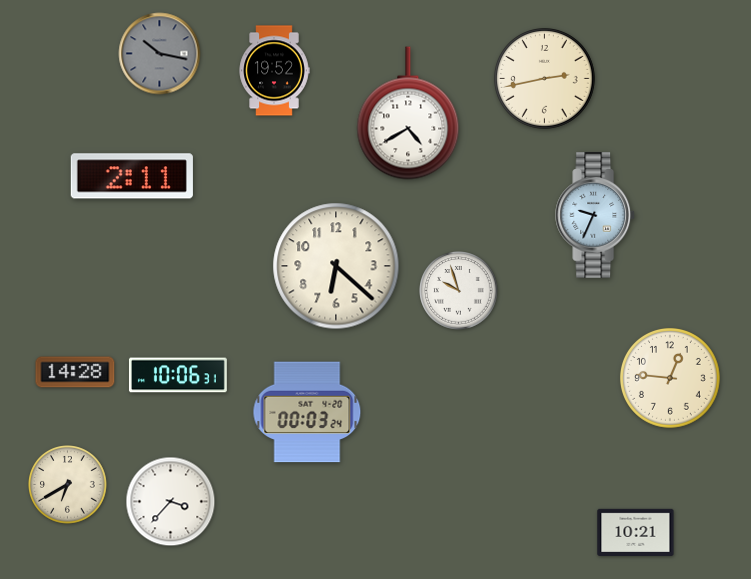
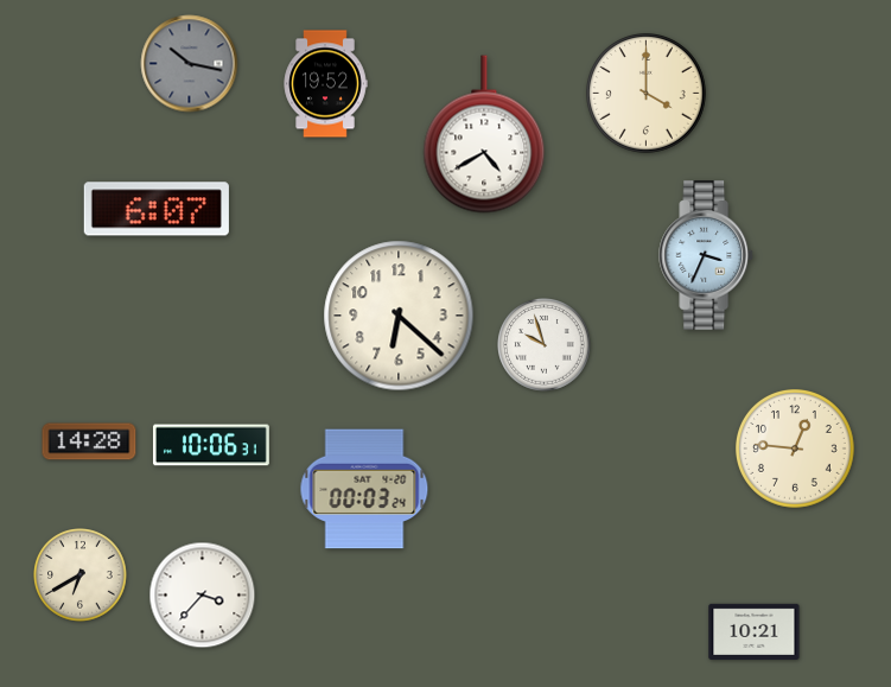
clock at (545, 79): 2:43 -> 4:00
clock at (132, 176): 2:11 -> 6:07
clock at (596, 215): 9:34 -> 3:34
